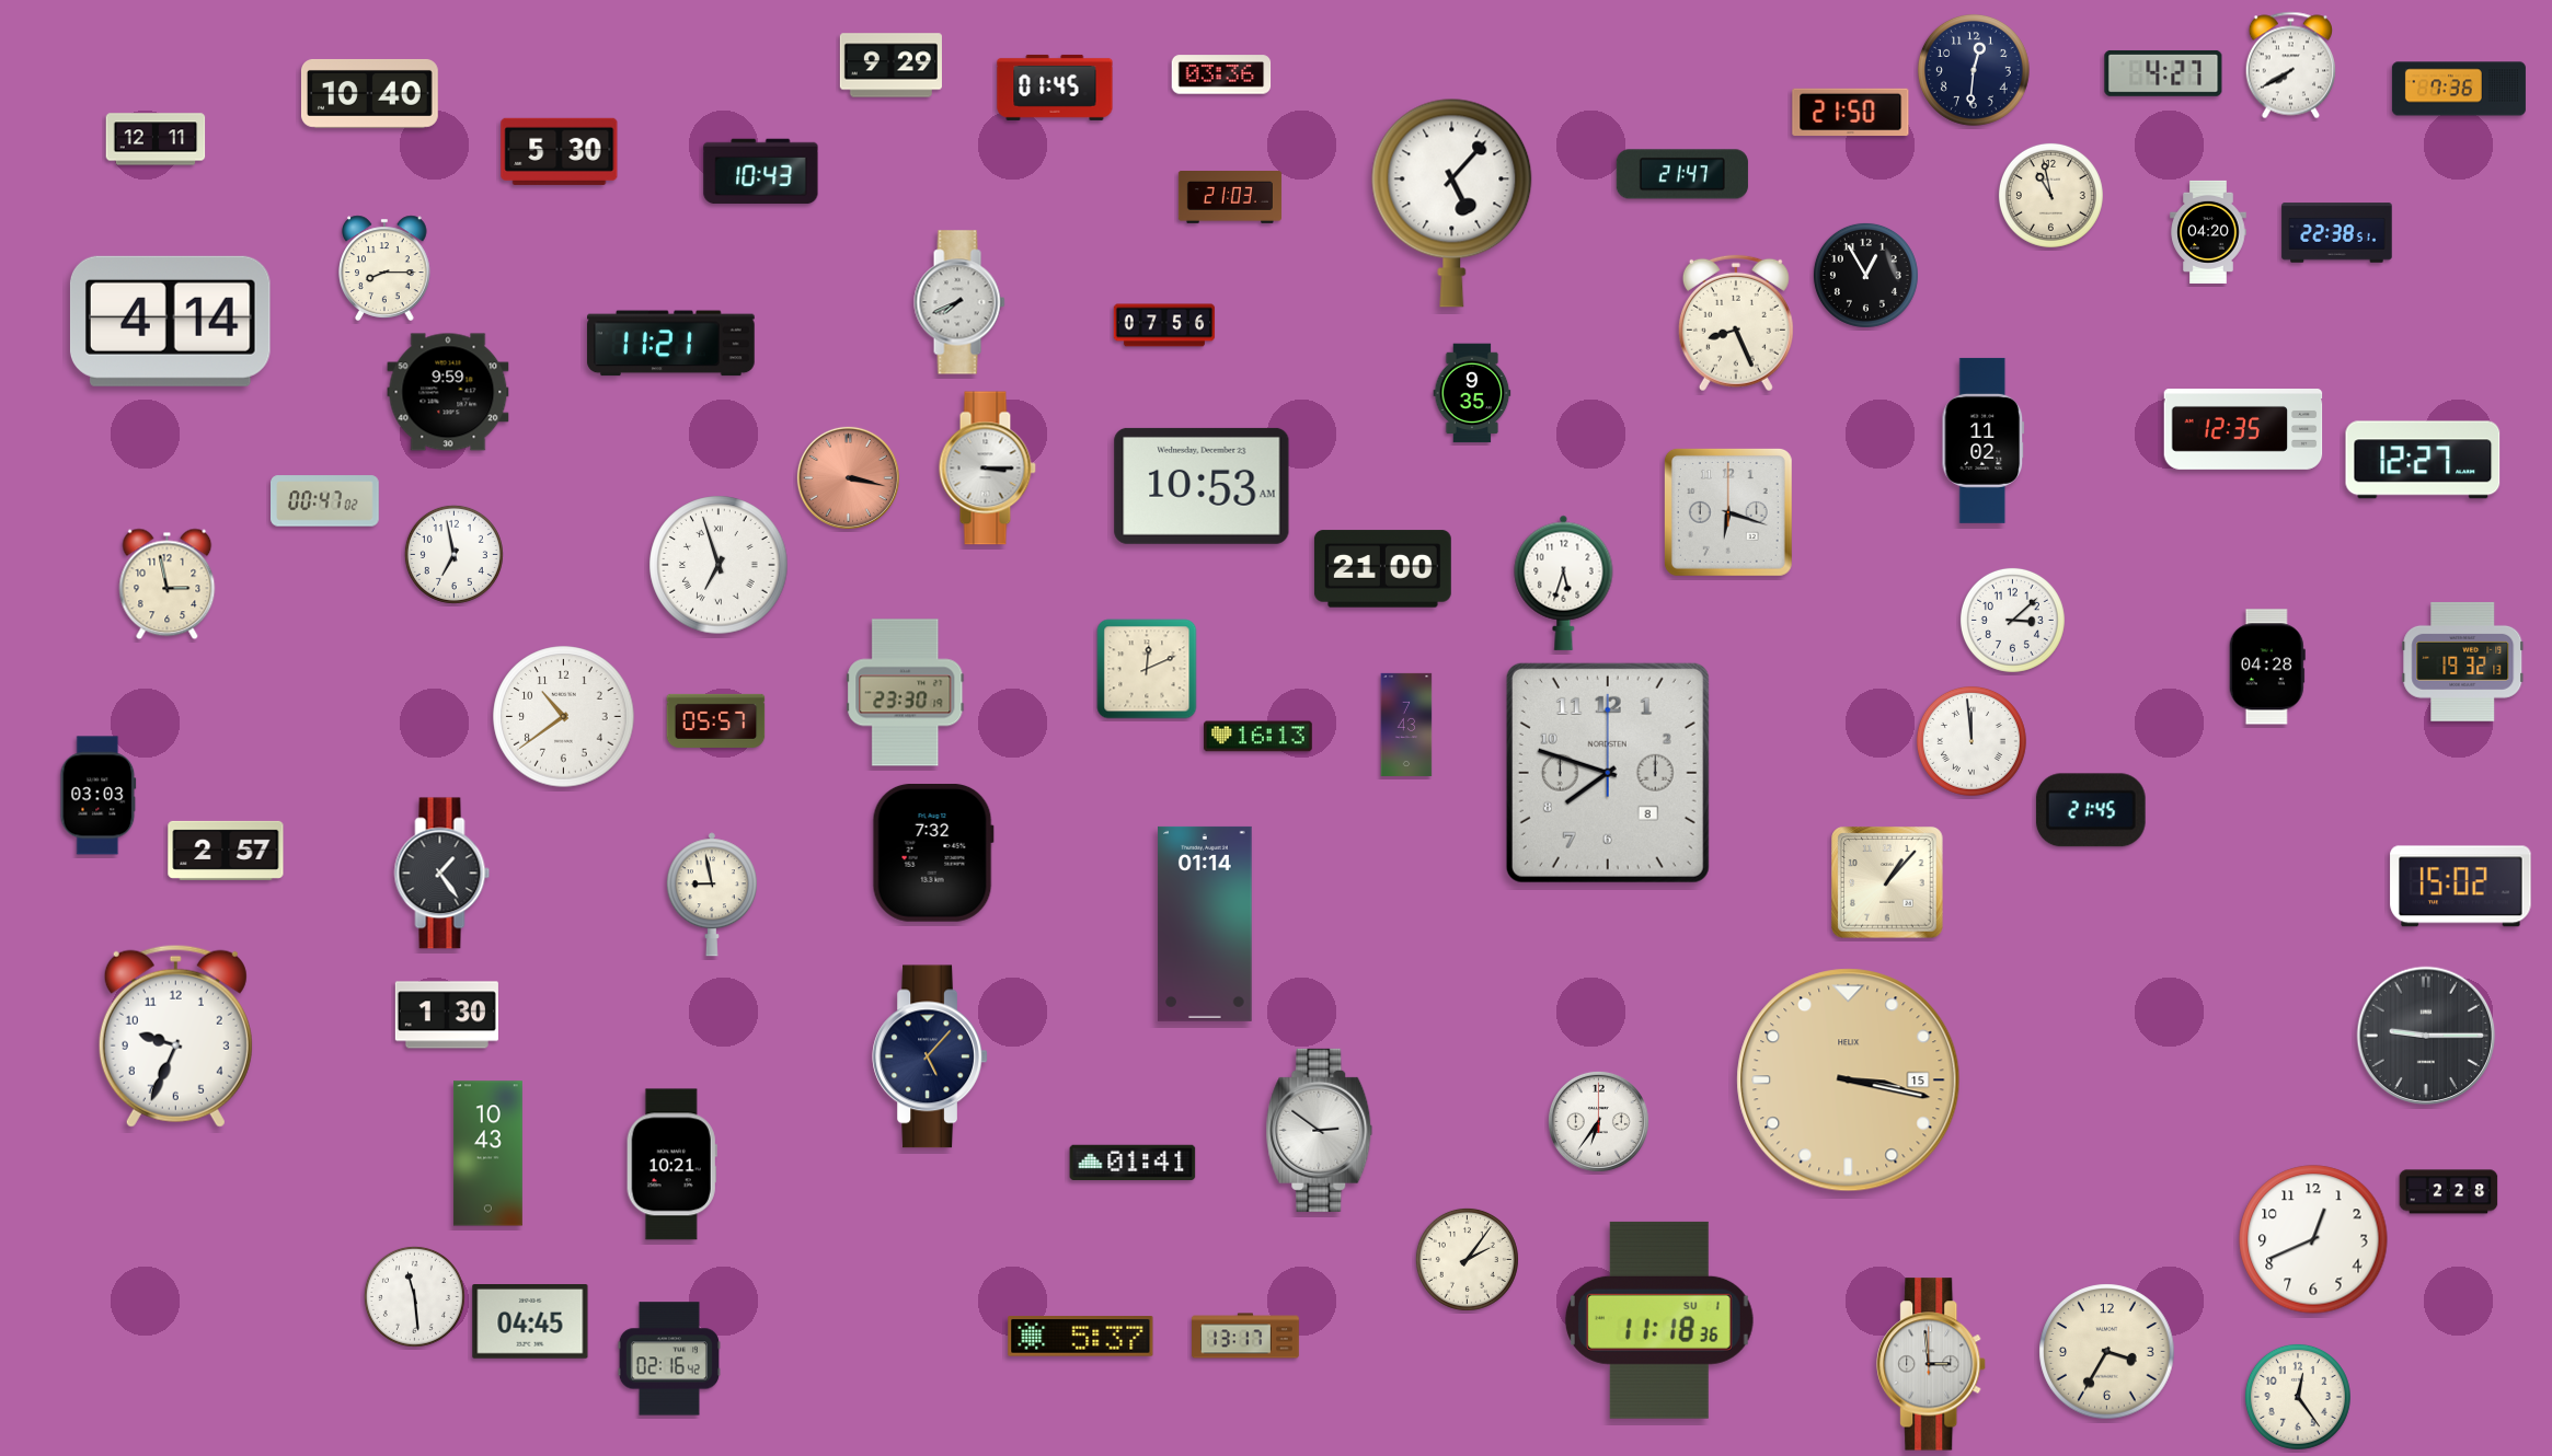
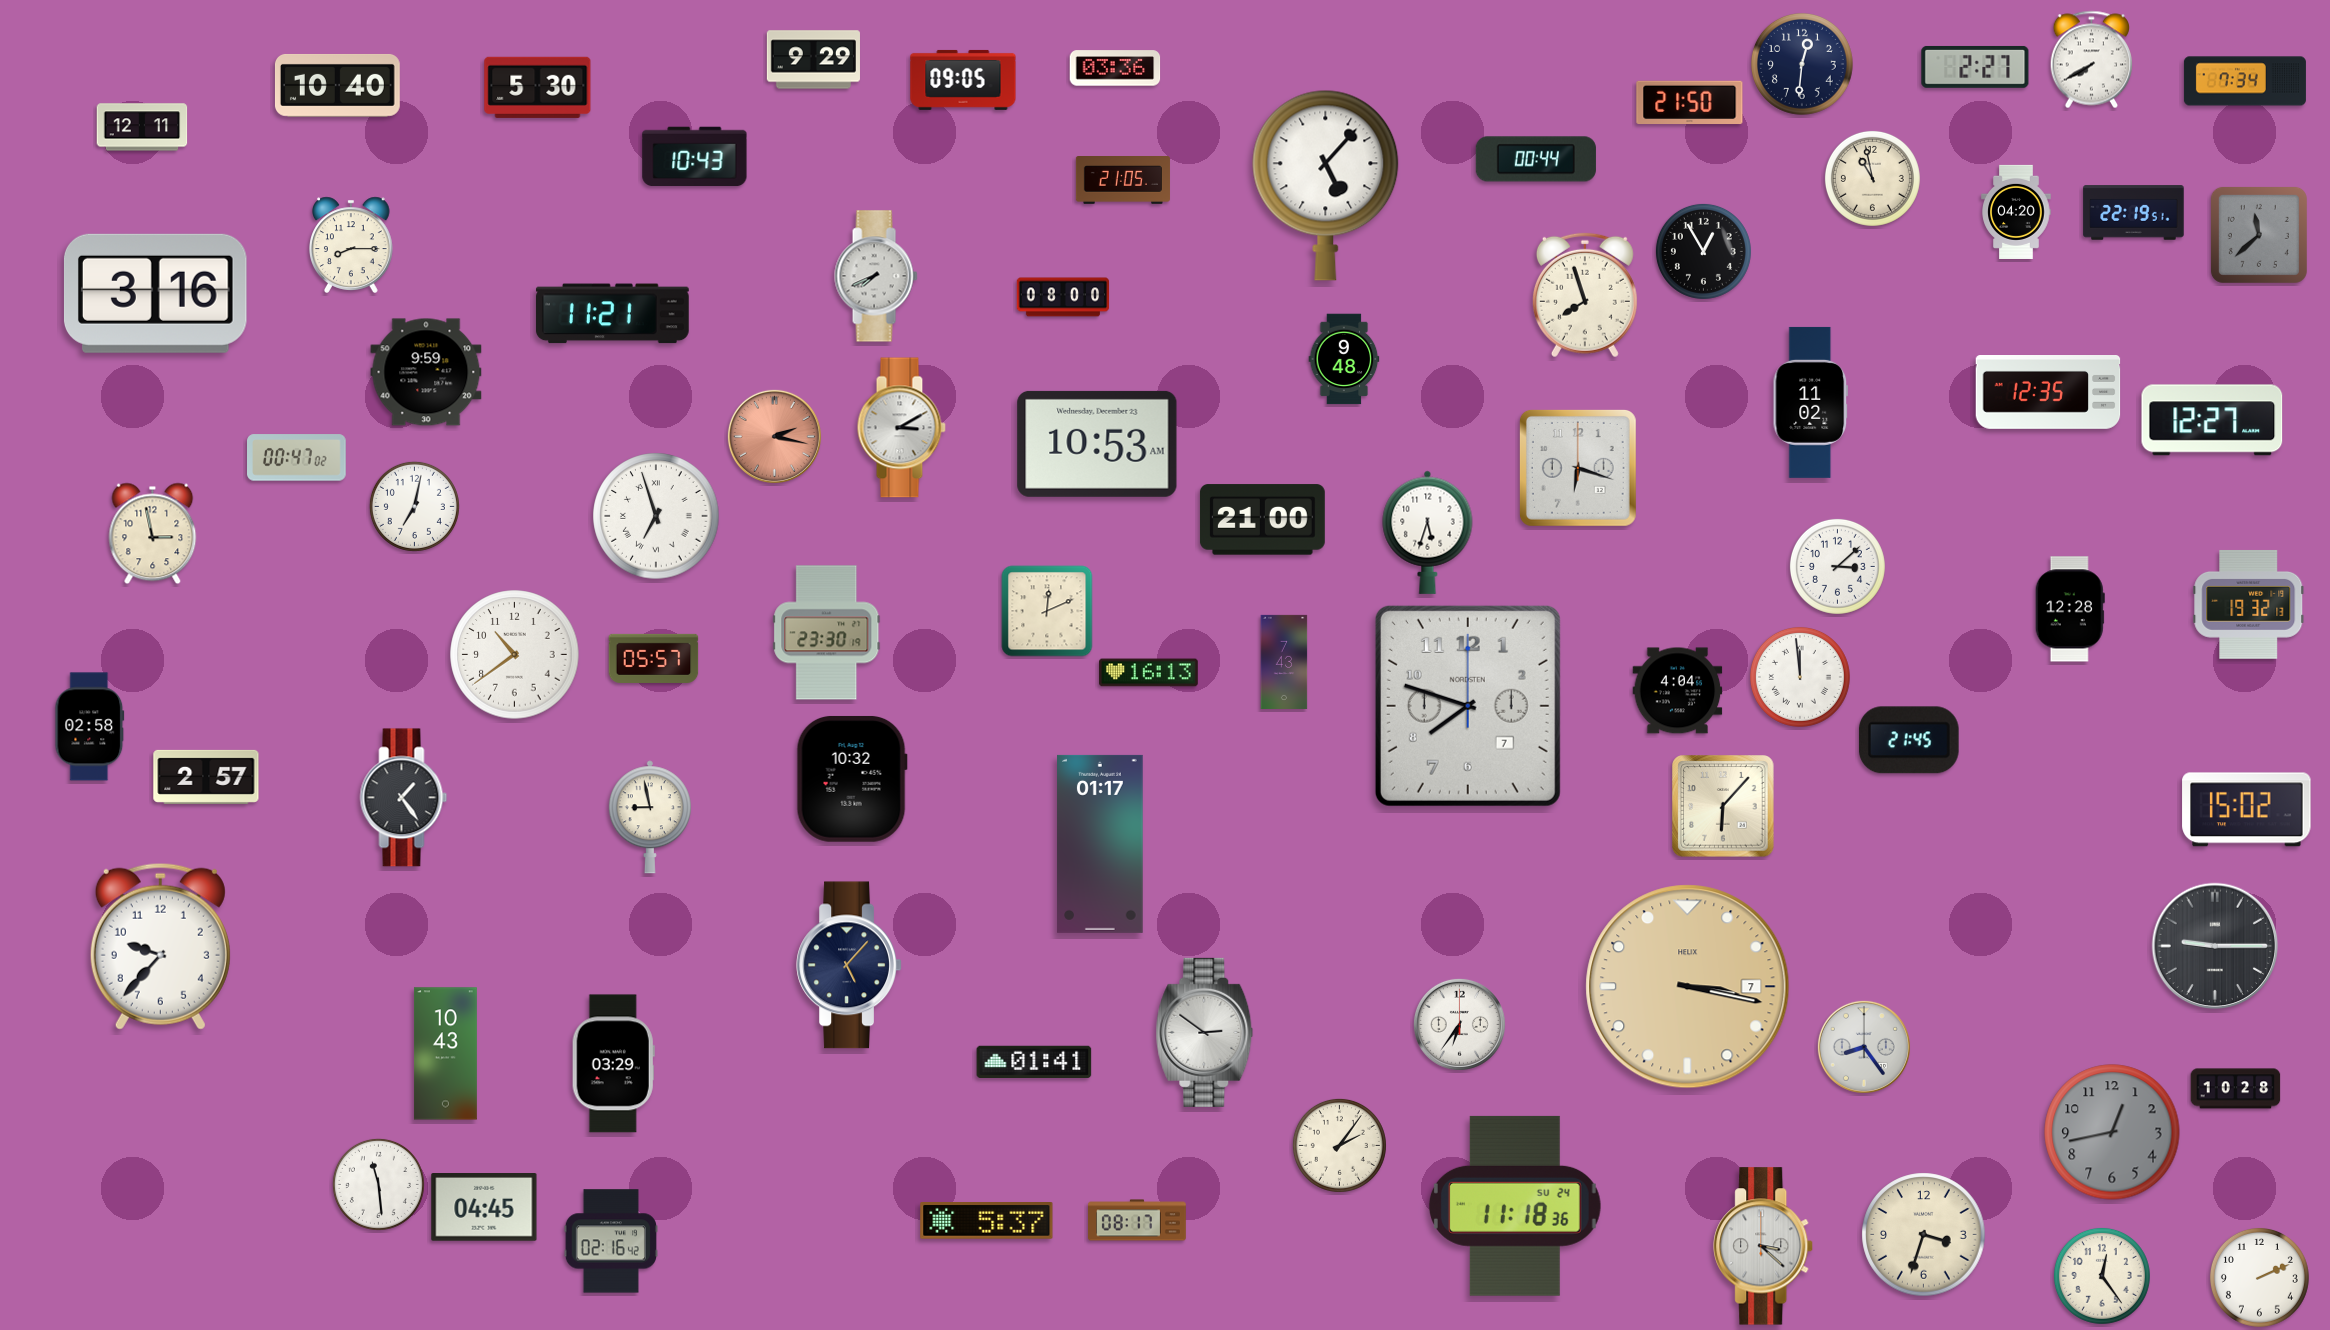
clock at (2163, 73): 4:27 -> 2:27
clock at (1055, 88): 01:45 -> 09:05
clock at (2459, 89): 7:36 -> 7:34
clock at (560, 151) position: (560, 151) -> (538, 87)
clock at (1682, 174): 21:47 -> 00:44
clock at (1230, 198): 21:03 -> 21:05
clock at (2337, 233): 22:38 -> 22:19
clock at (2259, 235): none -> 11:38
clock at (170, 321): 4:14 -> 3:16
clock at (1736, 323): 8:26 -> 7:57
clock at (1164, 325): 07:56 -> 08:00
clock at (448, 392) position: (448, 392) -> (426, 372)
clock at (1472, 393): 9:35 -> 9:48
clock at (987, 469): 3:15 -> 3:10
clock at (848, 477): 3:17 -> 2:17
clock at (453, 554): 6:58 -> 7:02
clock at (2267, 667): 04:28 -> 12:28
clock at (1678, 691): none -> 4:04
clock at (1608, 773) date: 8 -> 7
clock at (99, 796): 03:03 -> 02:58
clock at (933, 853): 7:32 -> 10:32
clock at (1887, 882): 1:07 -> 6:07
clock at (1205, 924): 01:14 -> 01:17
clock at (447, 1015): 1:30 -> none
clock at (175, 1036): 9:34 -> 9:37
clock at (1849, 1081) date: 15 -> 7
clock at (1864, 1047): none -> 8:24
clock at (671, 1165): 10:21 -> 03:29
clock at (2449, 1192): 2:28 -> 10:28
clock at (2313, 1239): 12:41 -> 12:43
clock at (2313, 1239) dial: white -> grey
clock at (1467, 1259) position: (1467, 1259) -> (1339, 1145)
clock at (1659, 1320) date: SU 1 -> SU 24
clock at (1245, 1336): 13:17 -> 08:17
clock at (2107, 1352): 3:35 -> 3:33
clock at (1932, 1364): 2:59 -> 3:22
clock at (2298, 1397) position: (2298, 1397) -> (2102, 1276)
clock at (2259, 1277): none -> 2:11
